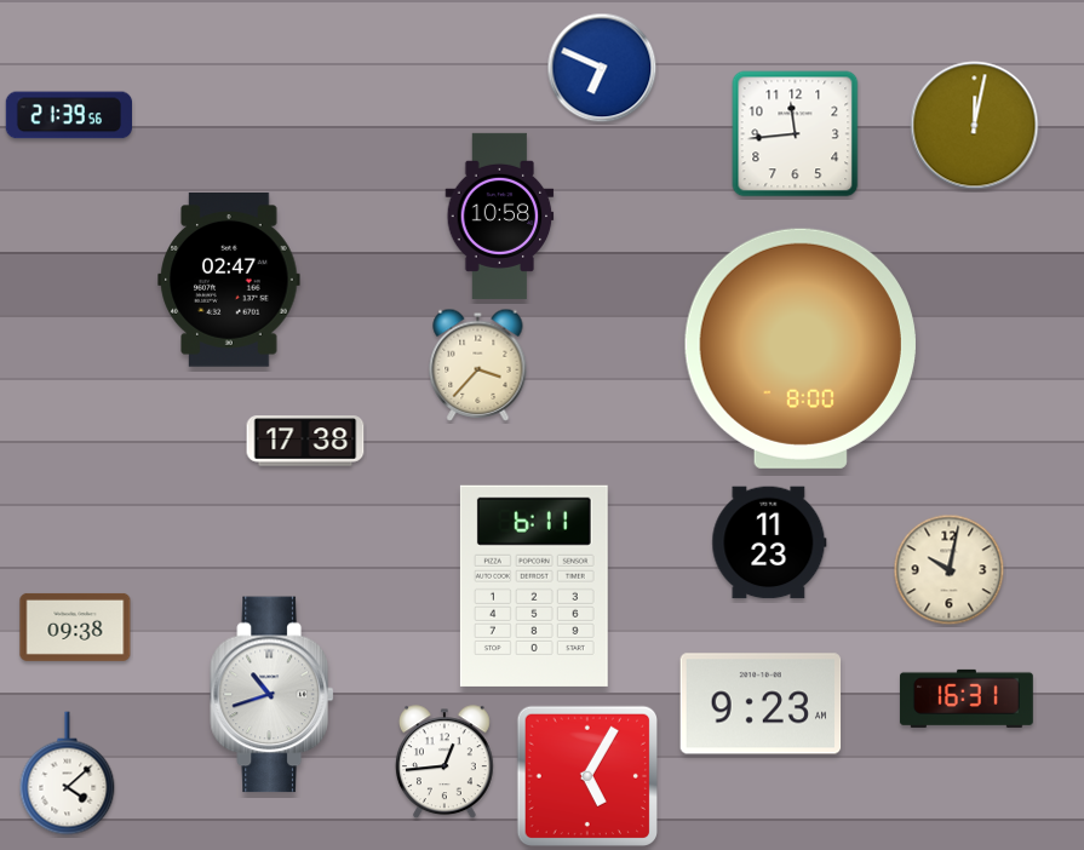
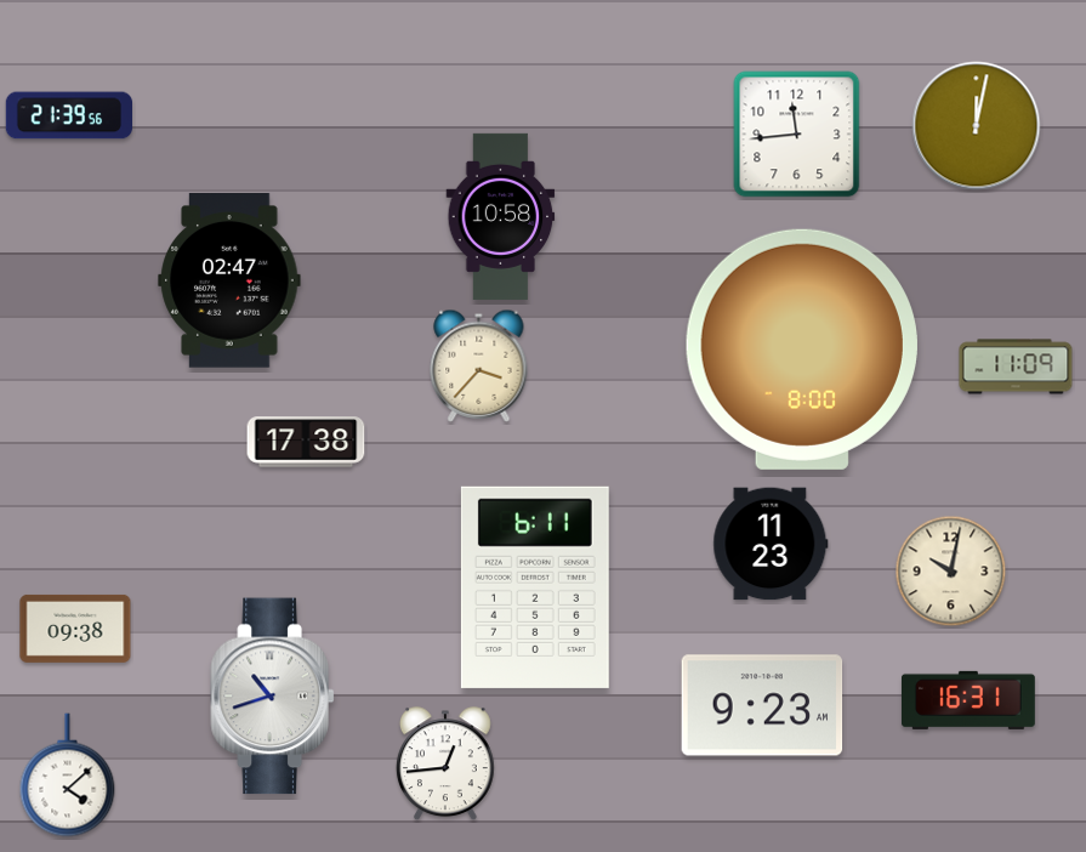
clock at (602, 68): 6:49 -> none
clock at (1016, 367): none -> 11:09
clock at (586, 775): 5:05 -> none
